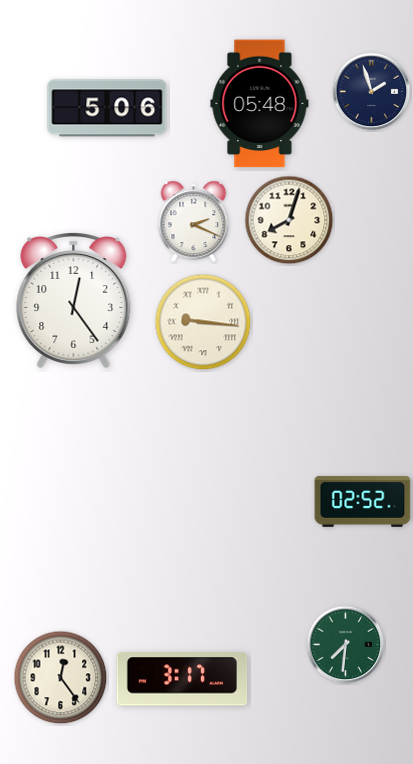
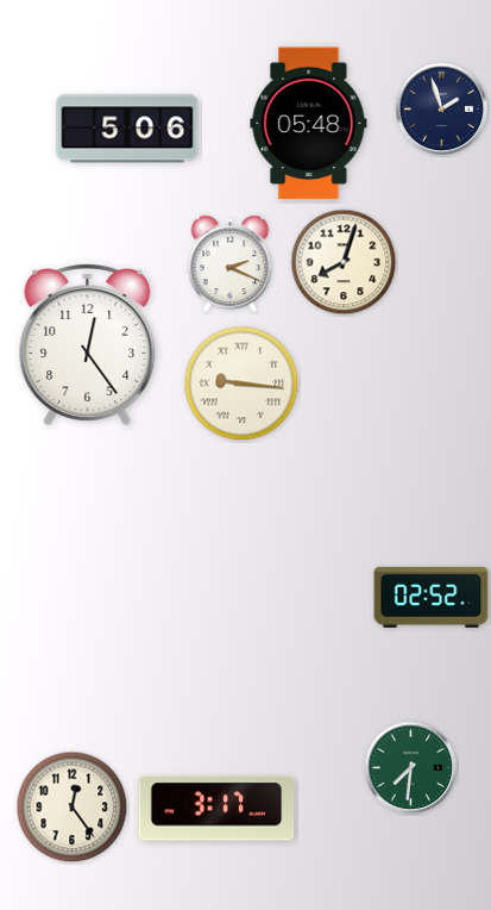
clock at (74, 301) position: (74, 301) -> (88, 345)
